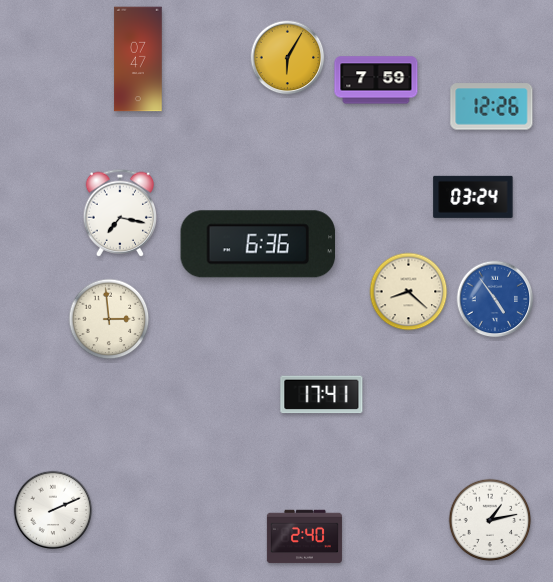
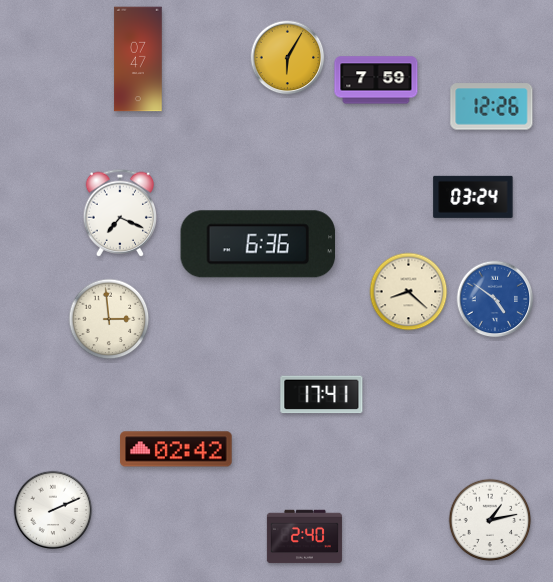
clock at (119, 213): 7:17 -> 7:19
clock at (495, 299): 4:54 -> 4:51
clock at (176, 449): none -> 02:42
